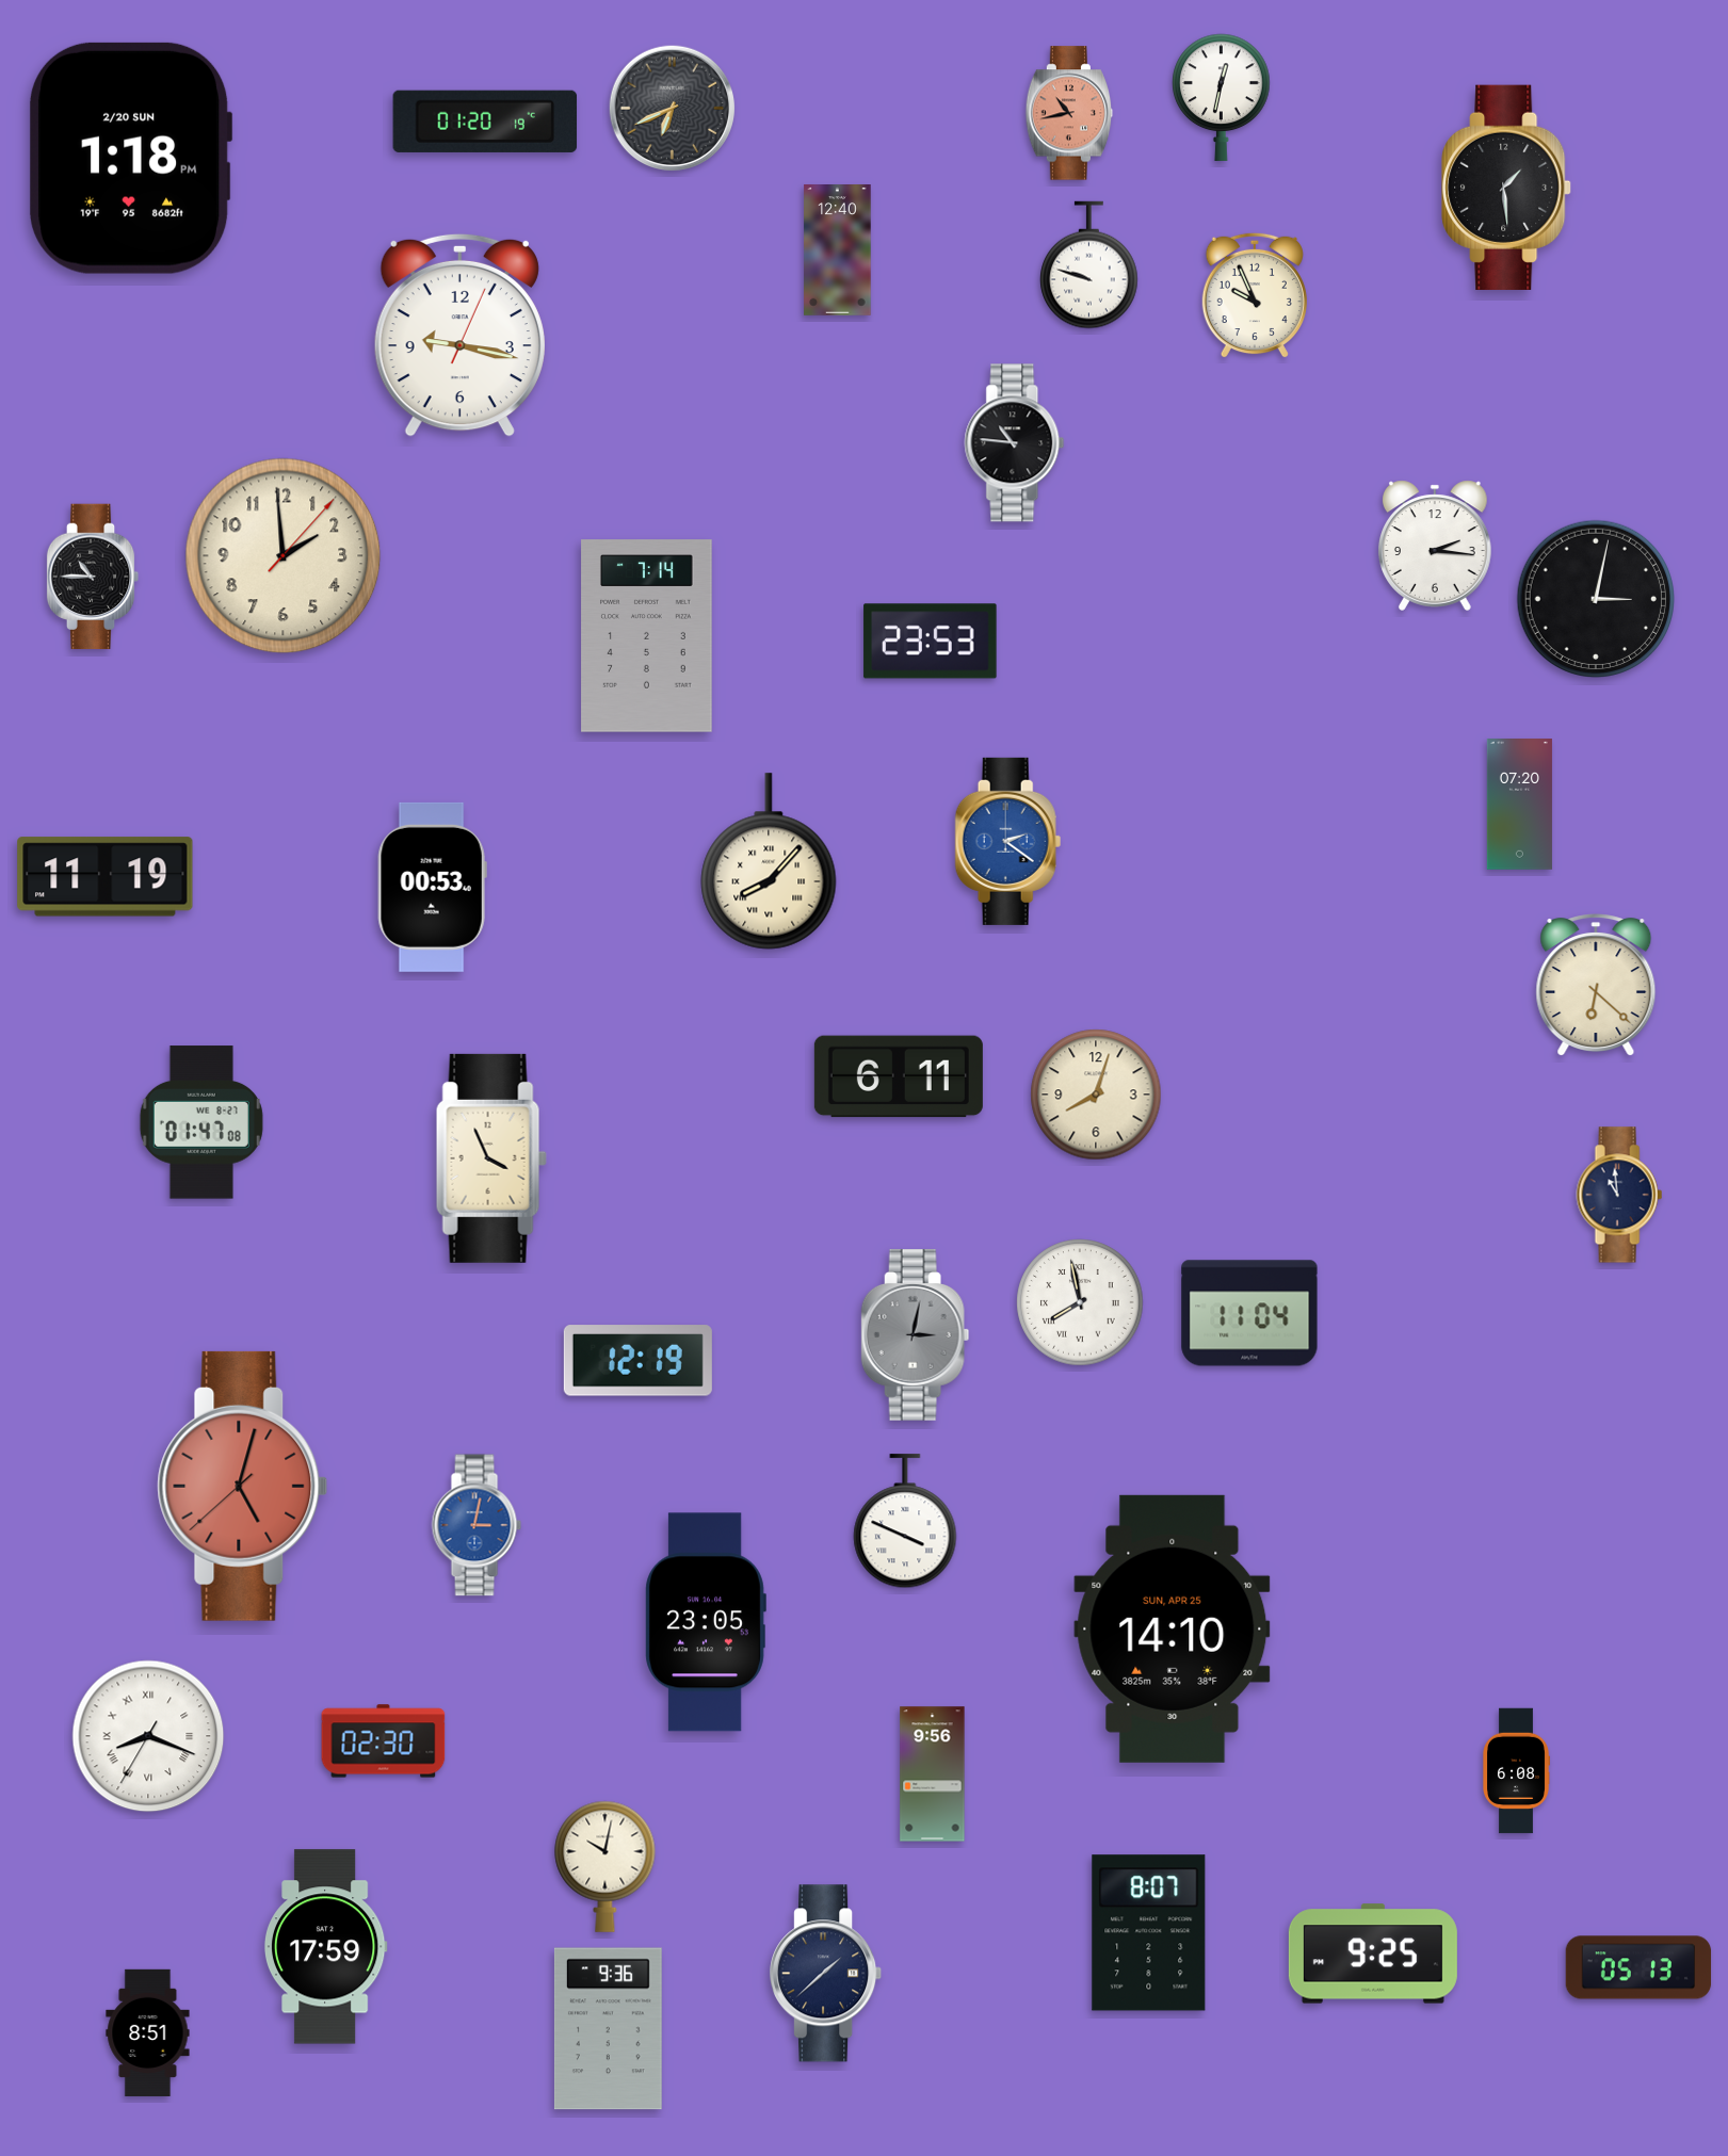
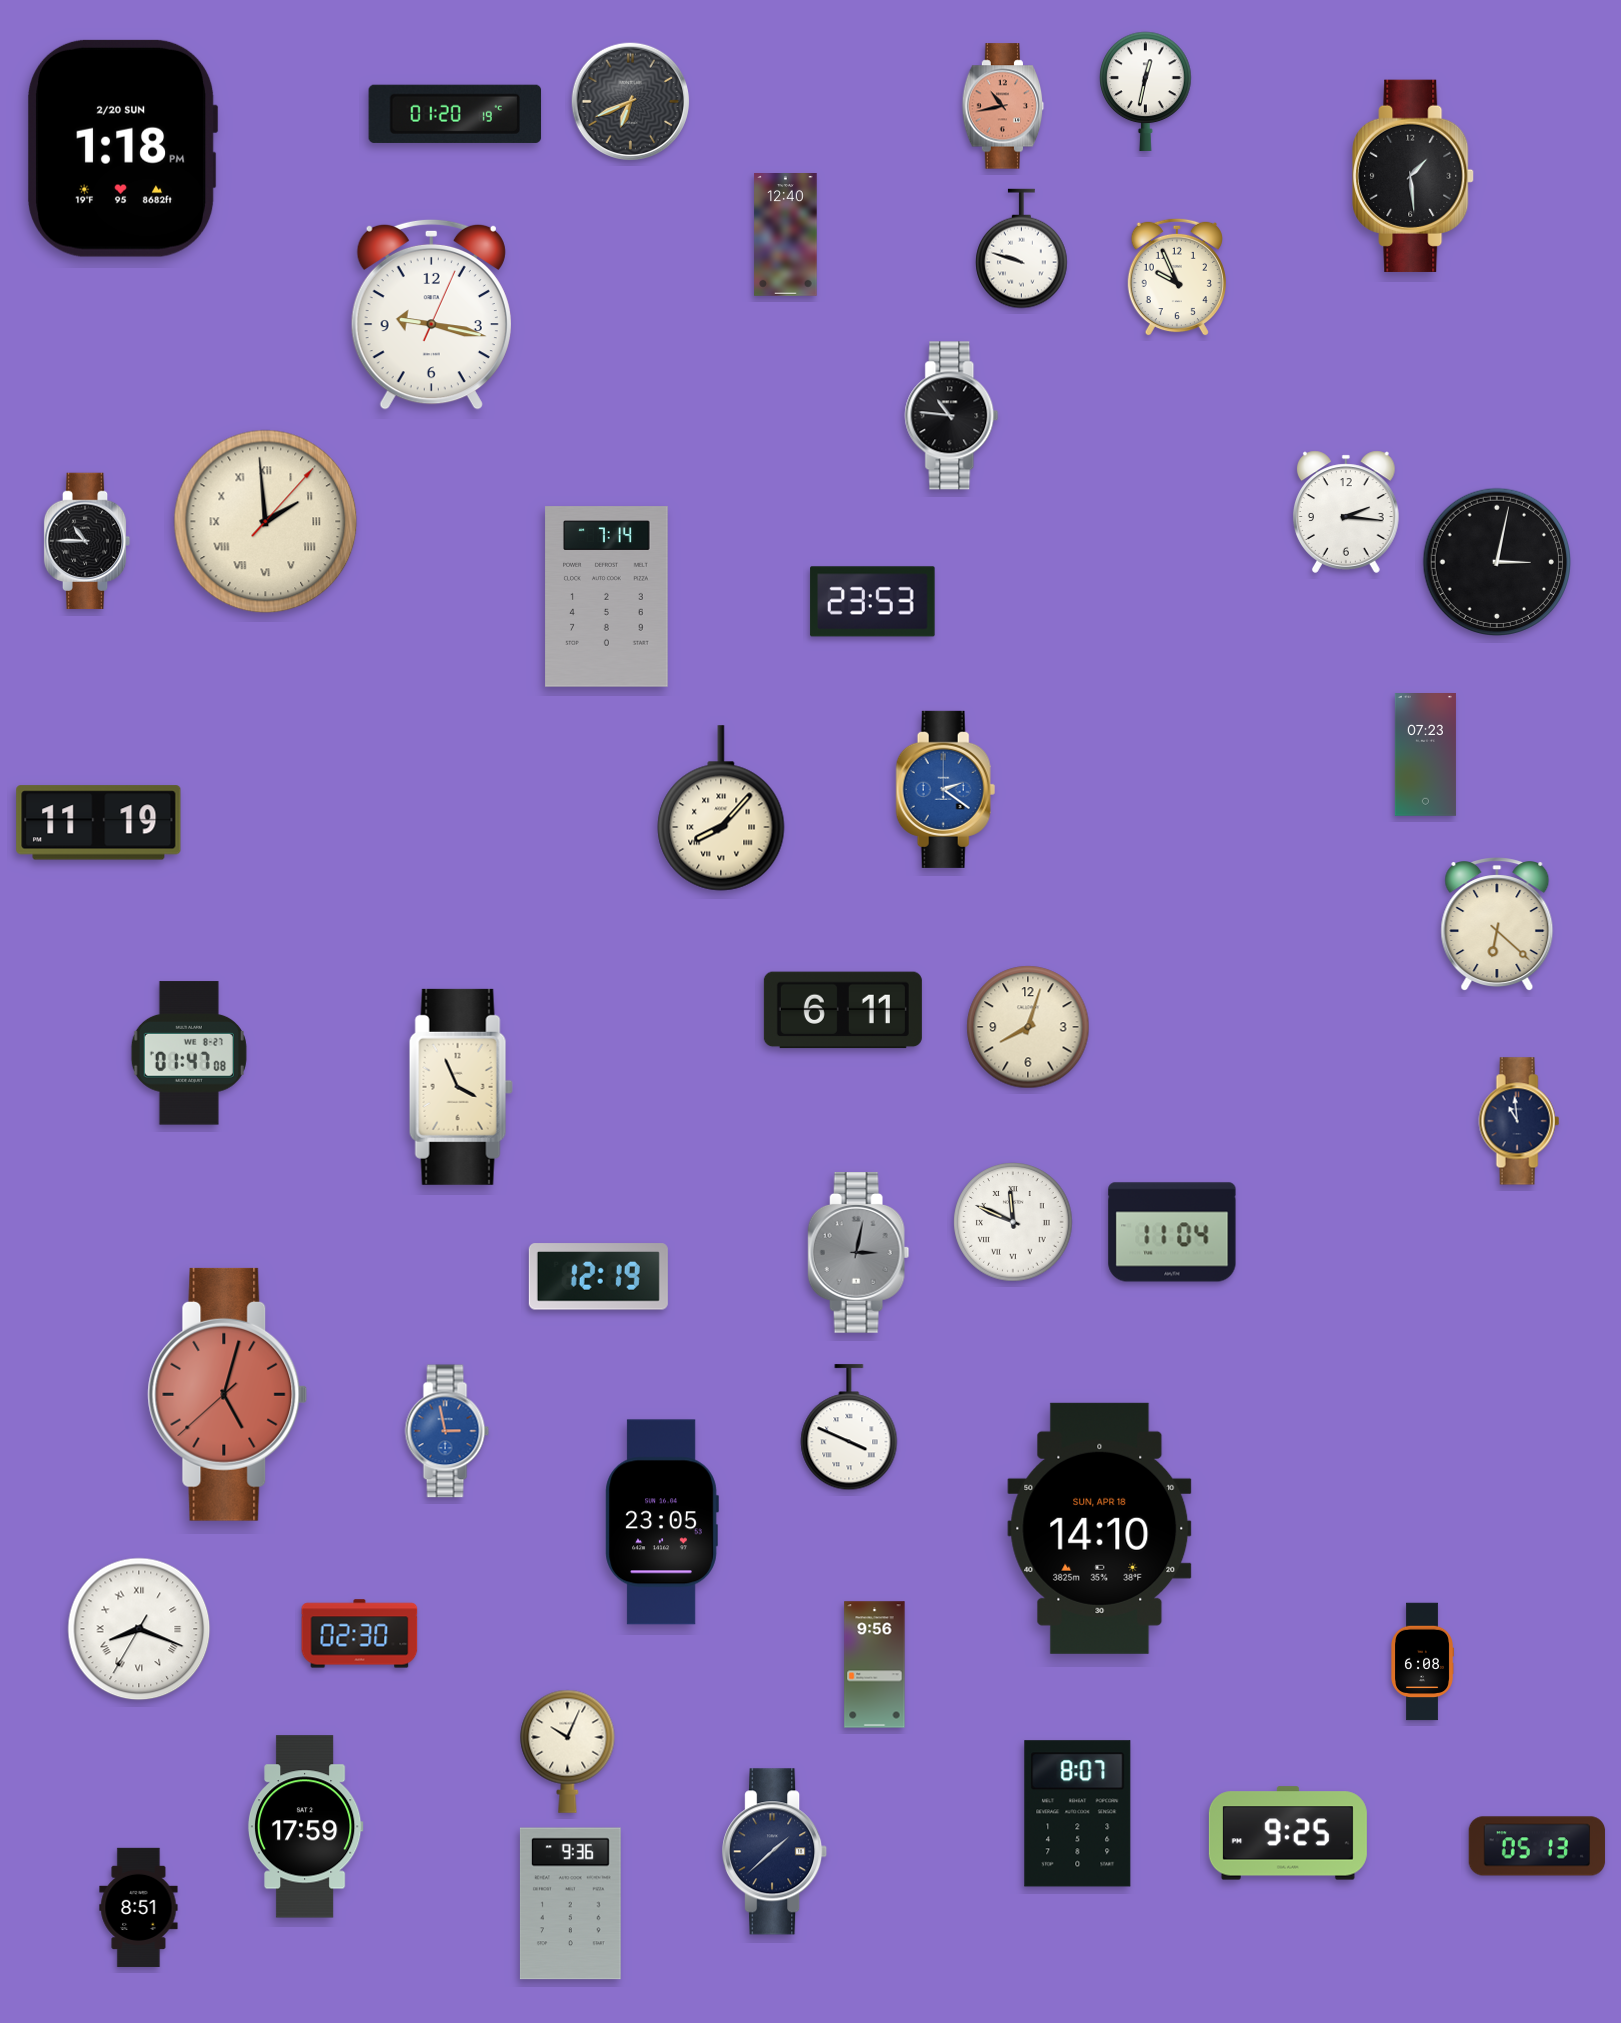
clock at (284, 556) numerals: Arabic -> Roman
clock at (1519, 805): 07:20 -> 07:23
clock at (432, 887): 00:53 -> none
clock at (1080, 1302): 7:58 -> 11:49
clock at (477, 1525): 3:02 -> 2:58
clock at (1173, 1628) date: SUN, APR 25 -> SUN, APR 18
clock at (605, 1866): 10:02 -> 10:04
